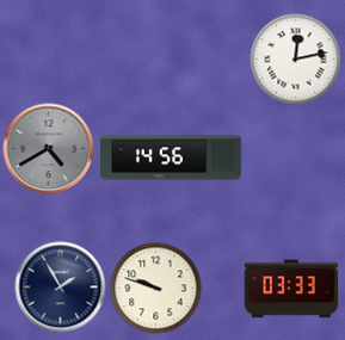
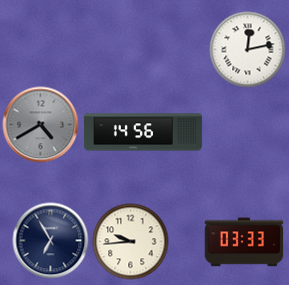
clock at (61, 288): 1:55 -> 6:55
clock at (156, 289): 9:48 -> 9:44
